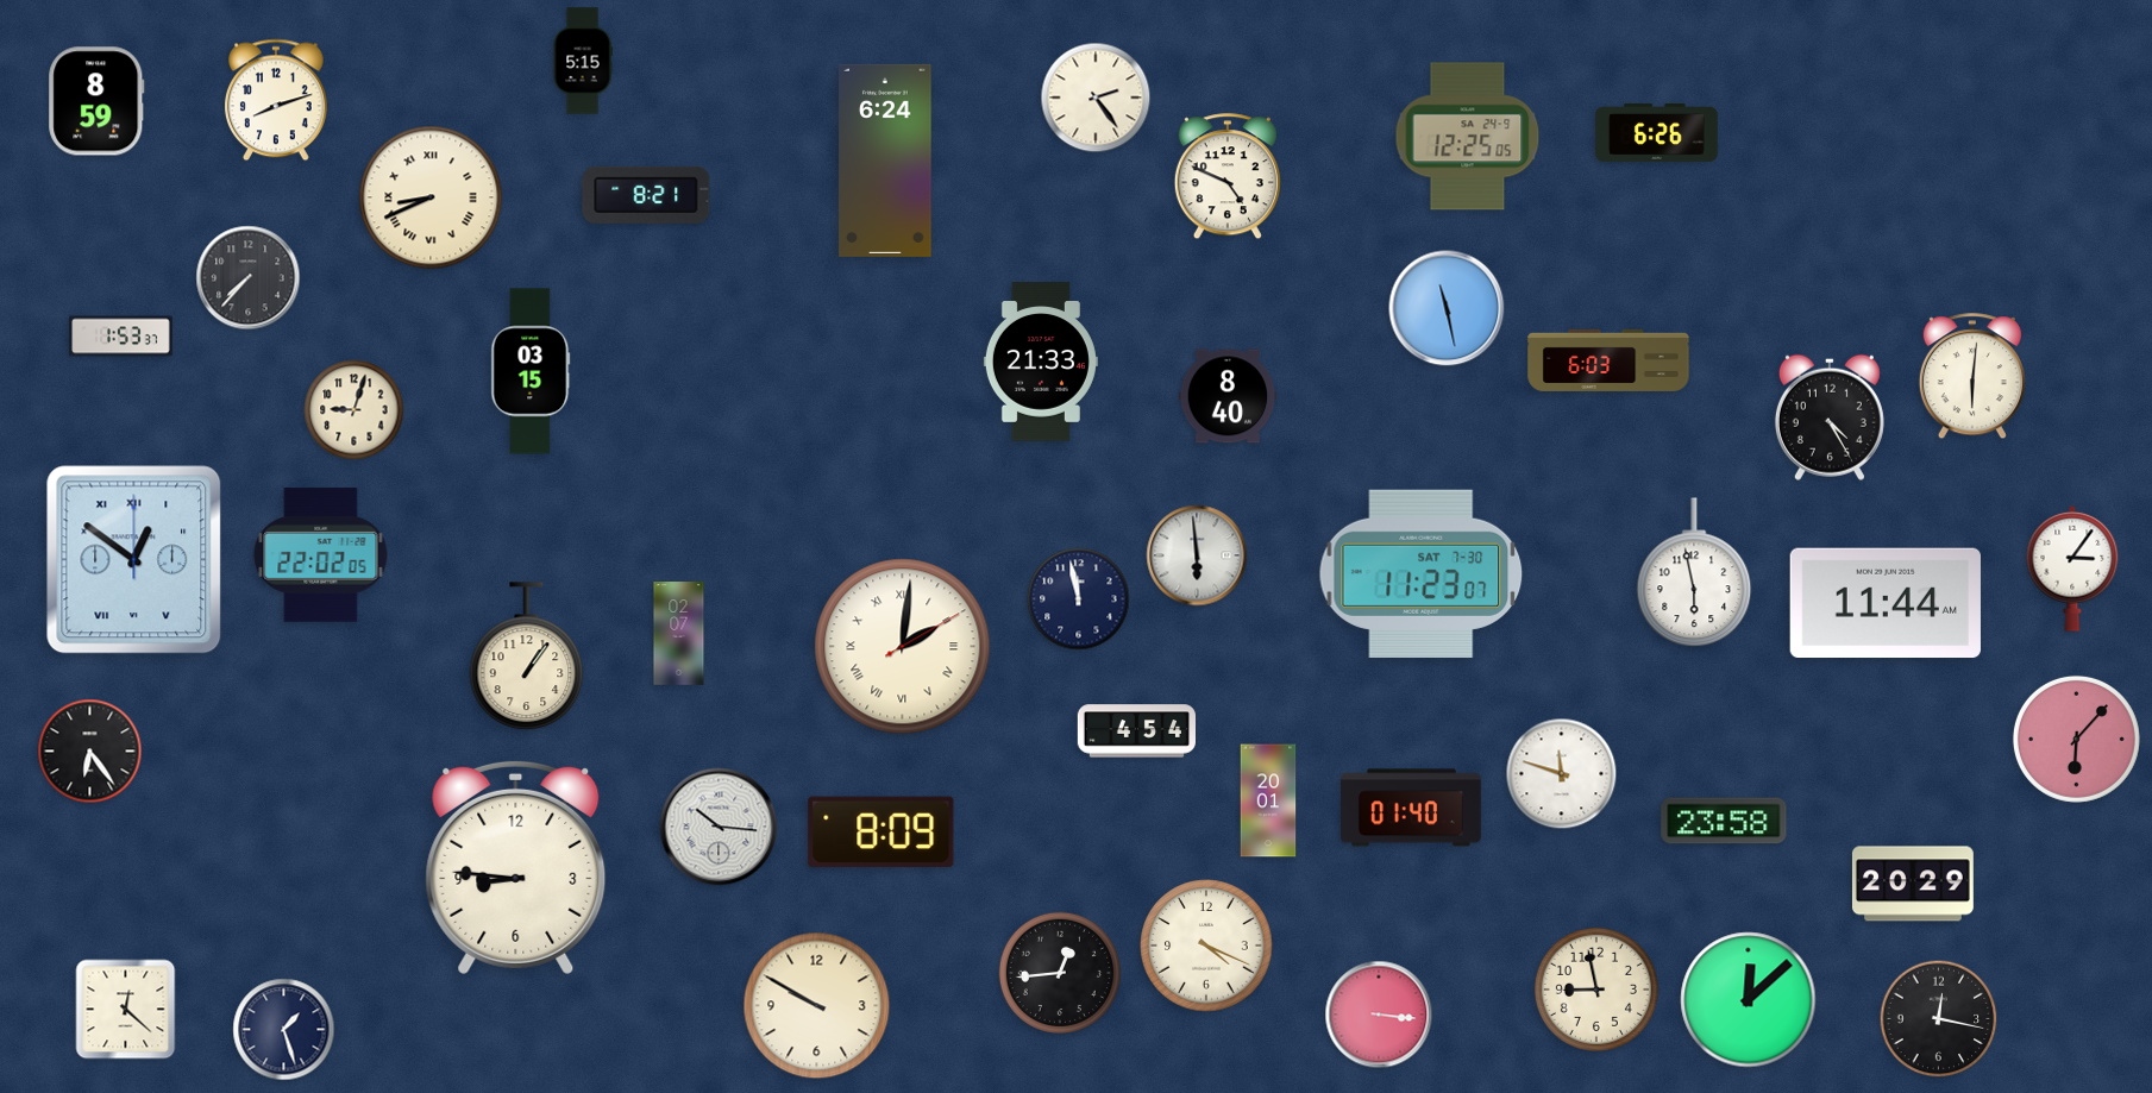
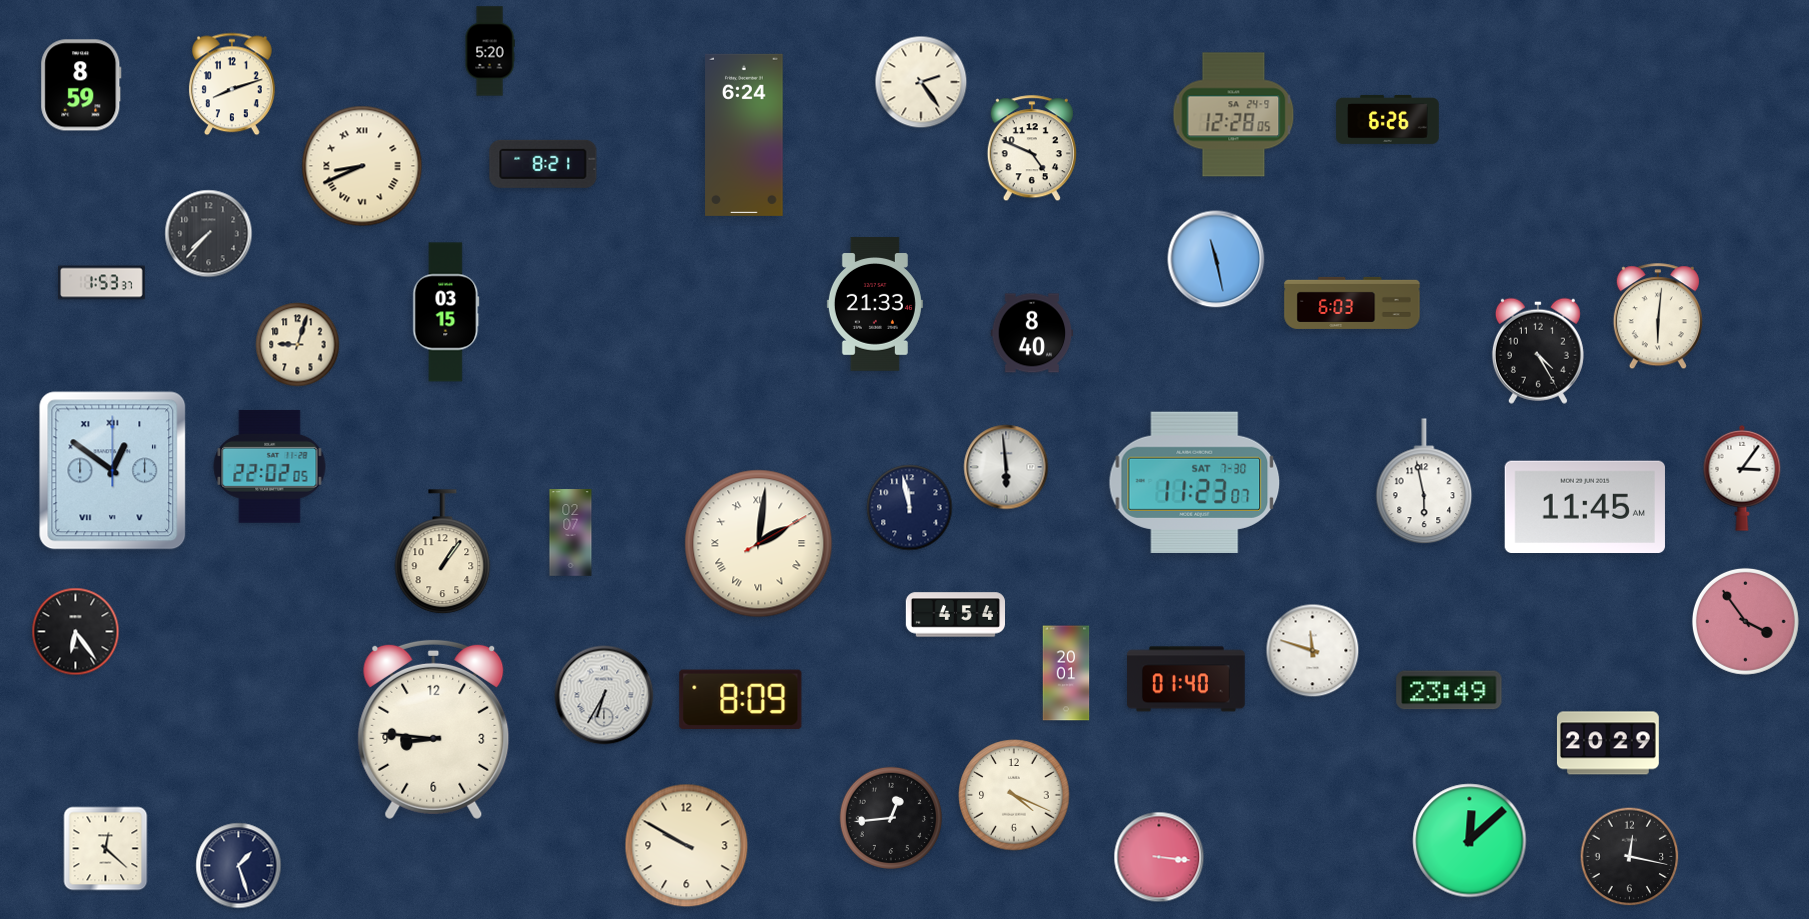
clock at (583, 61): 5:15 -> 5:20
clock at (1657, 132) position: (1657, 132) -> (1388, 119)
clock at (1468, 137): 12:25 -> 12:28
clock at (1079, 599) position: (1079, 599) -> (910, 508)
clock at (1886, 602): 11:44 -> 11:45
clock at (2076, 739): 6:07 -> 3:54
clock at (1724, 821): 23:58 -> 23:49
clock at (719, 827): 10:16 -> 6:35
clock at (1596, 990): 8:58 -> none
clock at (1379, 1015) position: (1379, 1015) -> (1159, 857)
